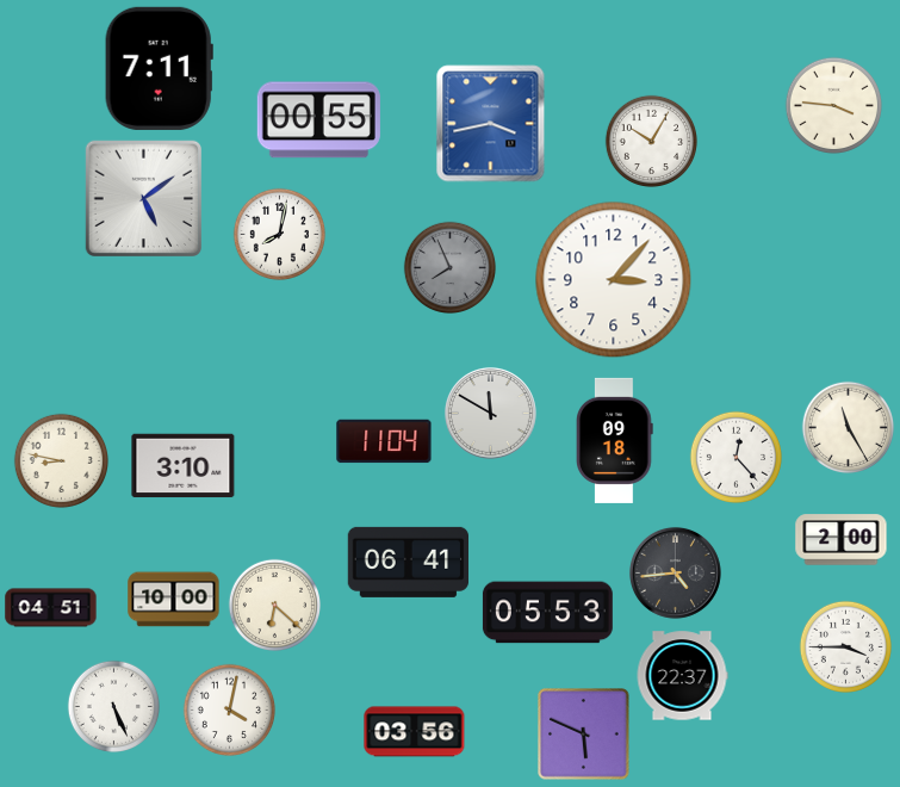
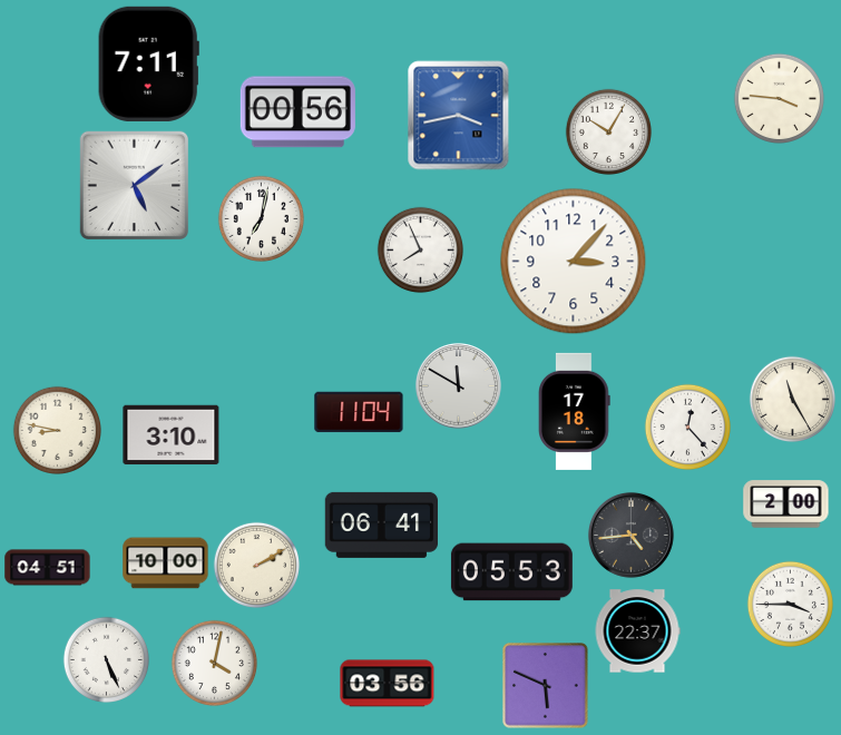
clock at (318, 120): 00:55 -> 00:56
clock at (279, 234): 8:02 -> 7:02
clock at (449, 267) dial: grey -> white
clock at (615, 440): 09:18 -> 17:18
clock at (174, 600) position: (174, 600) -> (166, 563)
clock at (274, 605): 6:22 -> 2:10
